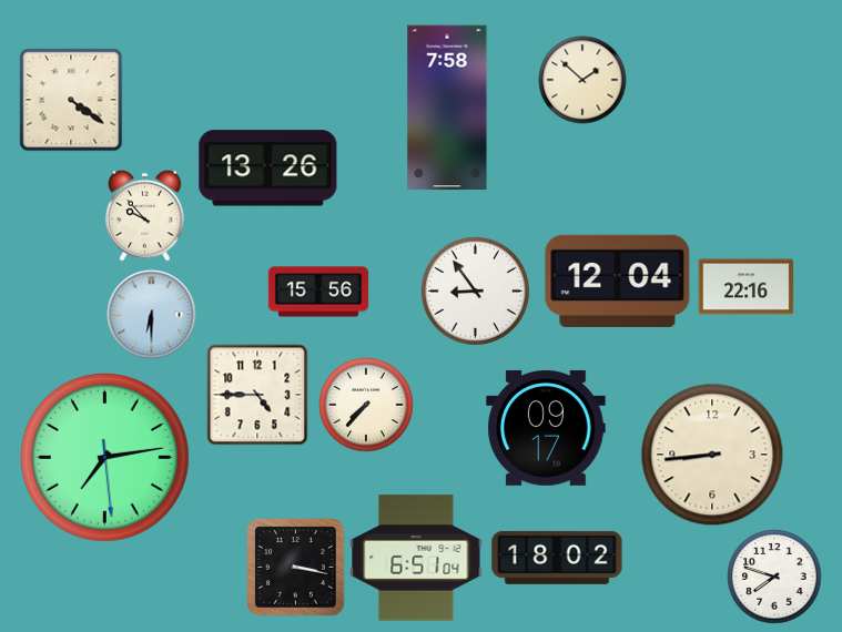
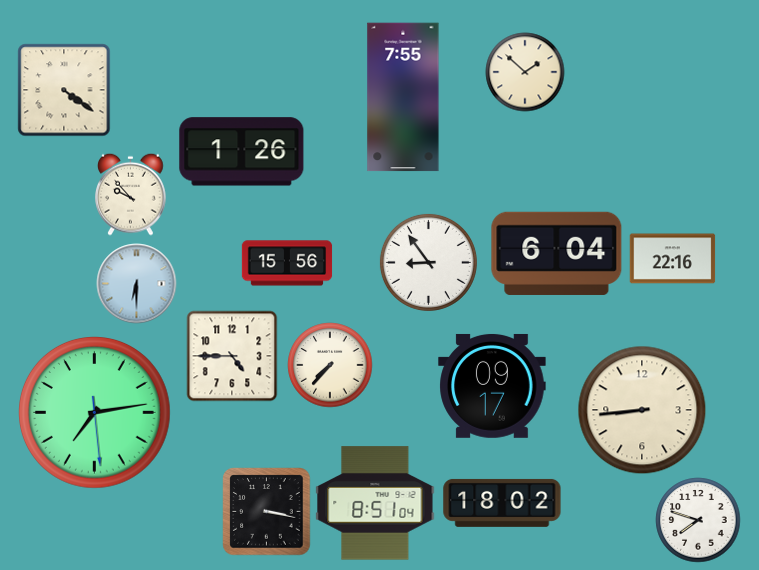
clock at (447, 108): 7:58 -> 7:55
clock at (268, 169): 13:26 -> 1:26
clock at (618, 281): 12:04 -> 6:04
clock at (416, 558): 6:51 -> 8:51
